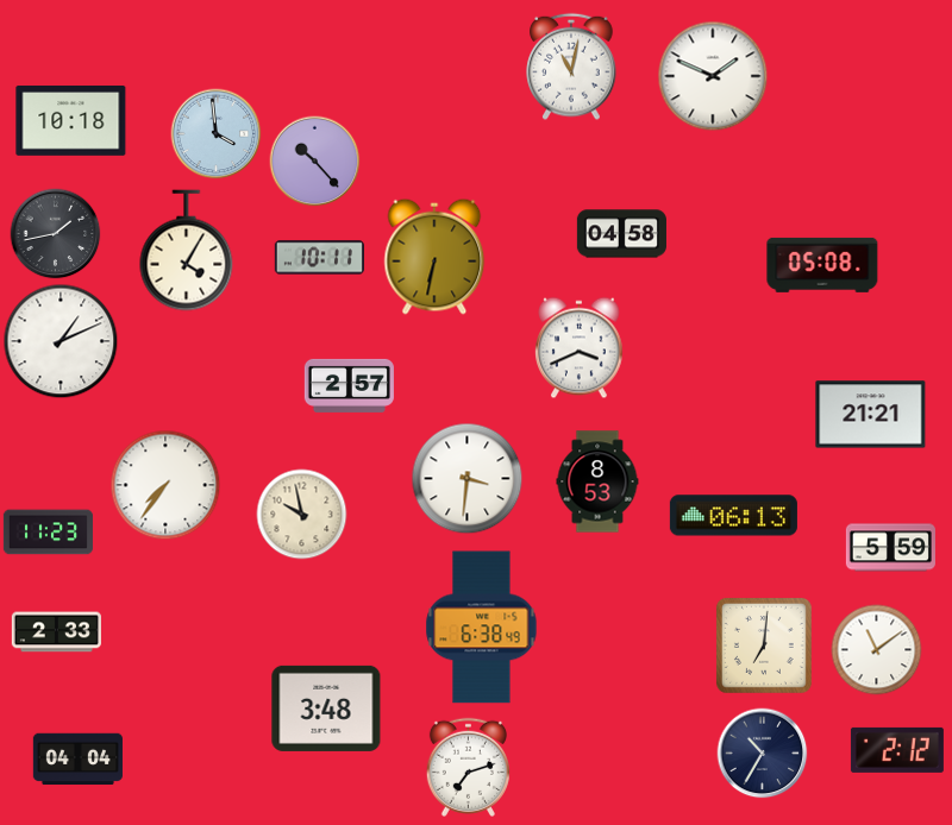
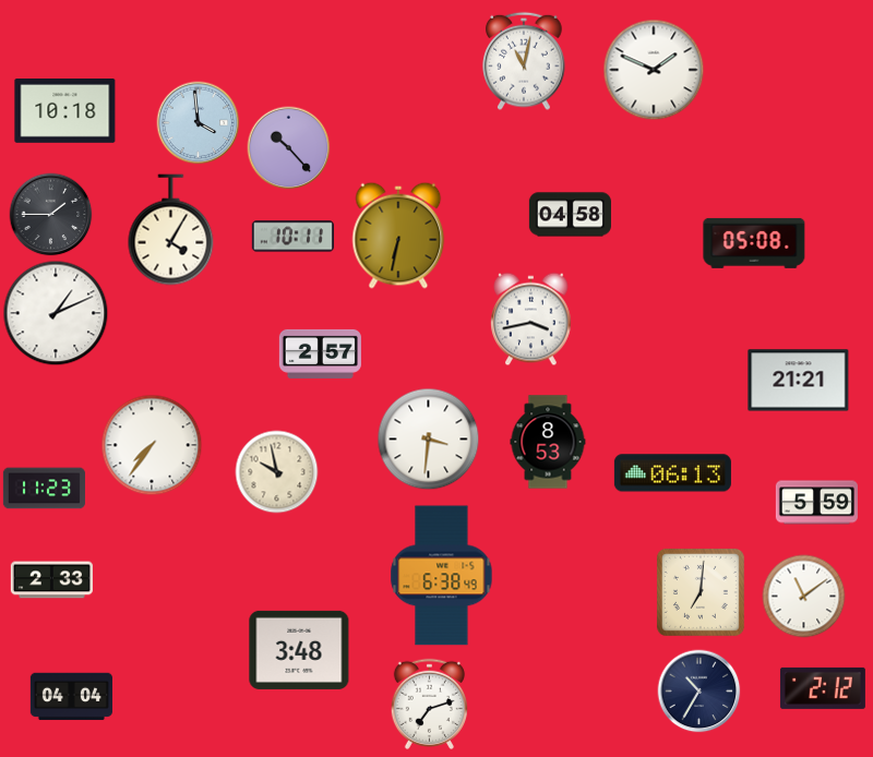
clock at (56, 234): 1:43 -> 1:45
clock at (580, 348): 3:41 -> 3:43
